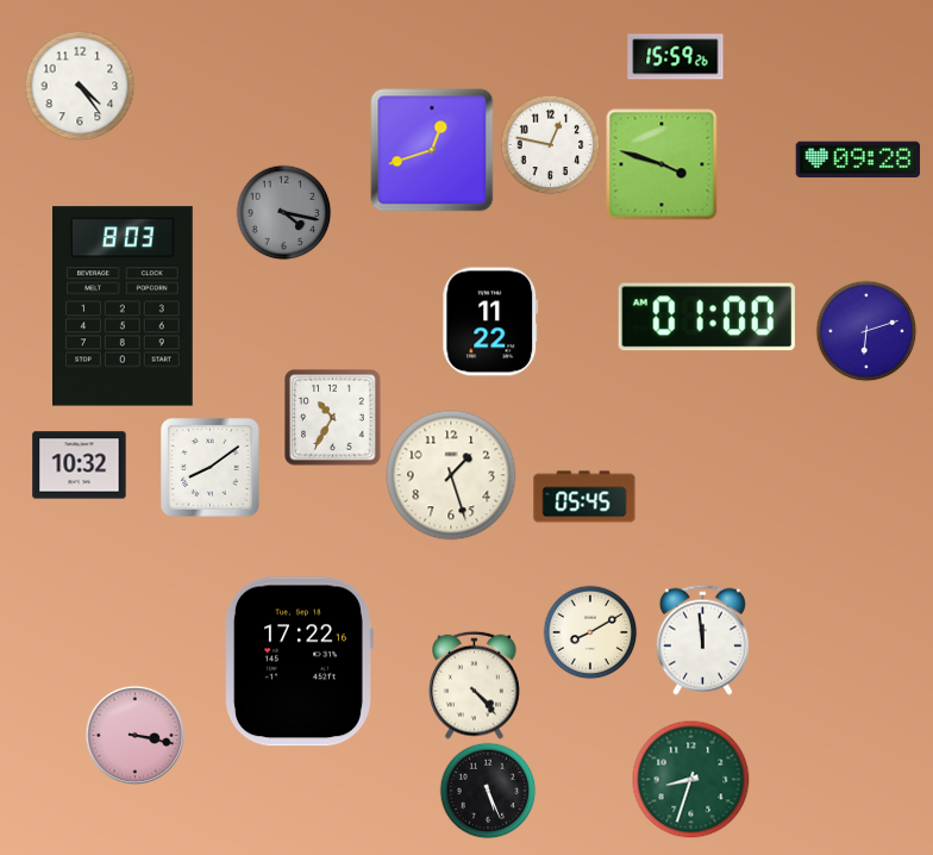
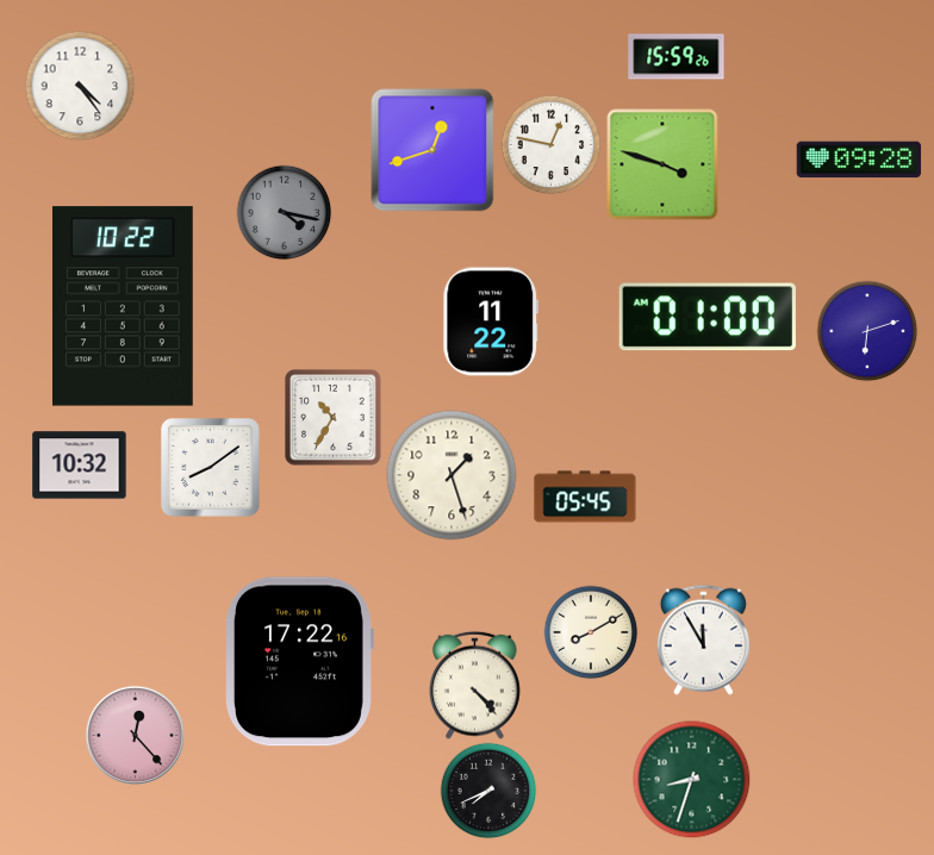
clock at (124, 306): 8:03 -> 10:22
clock at (702, 639): 11:59 -> 11:55
clock at (134, 735): 3:17 -> 12:23
clock at (488, 791): 5:26 -> 7:41
